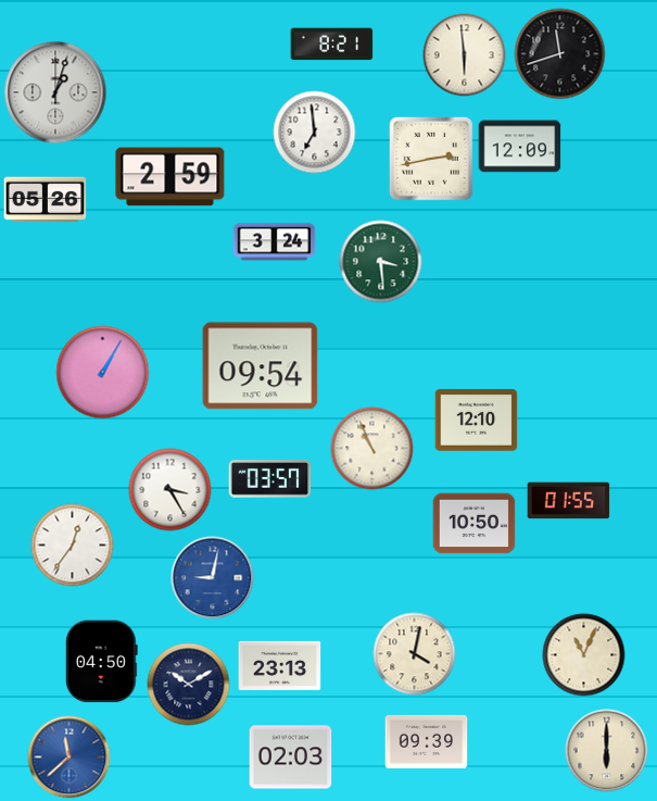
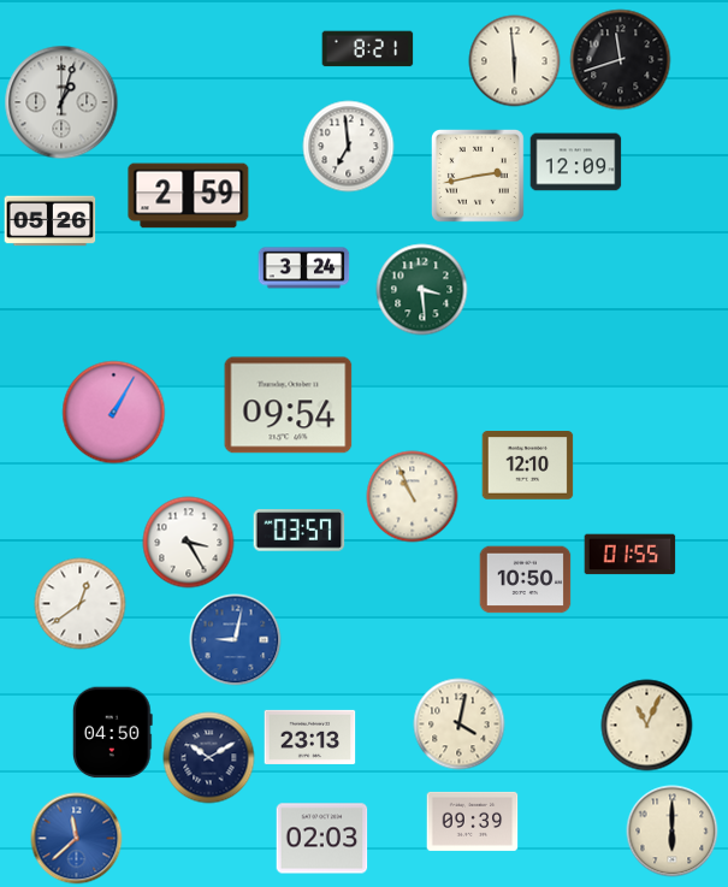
clock at (73, 546): 12:36 -> 12:39
